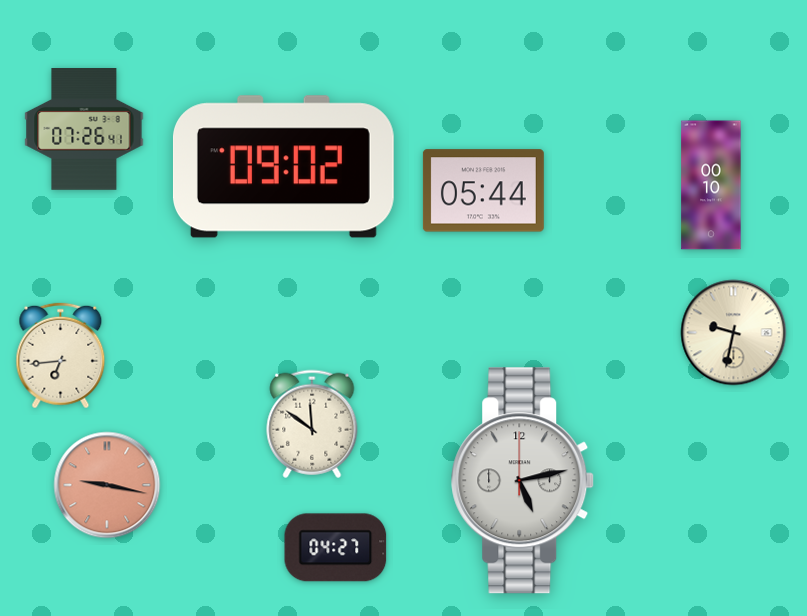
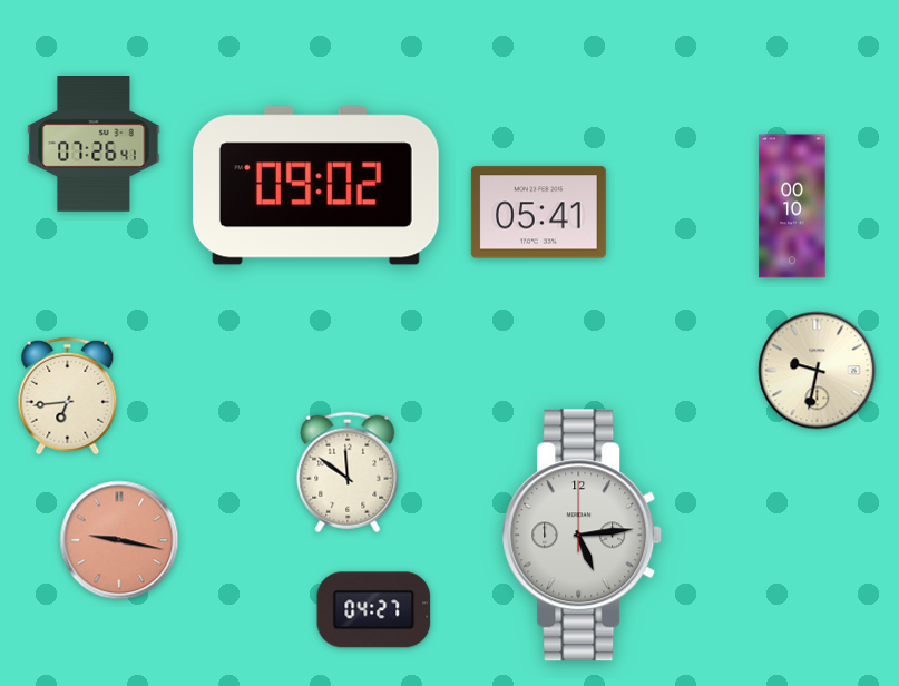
clock at (483, 191): 05:44 -> 05:41
clock at (523, 481): 5:13 -> 5:14
